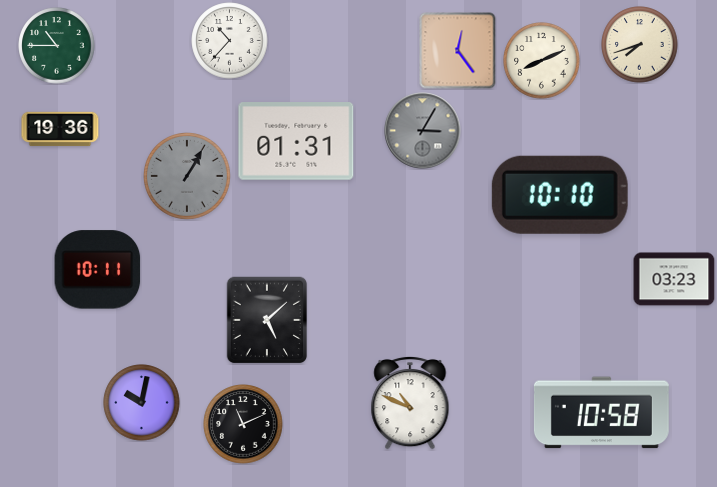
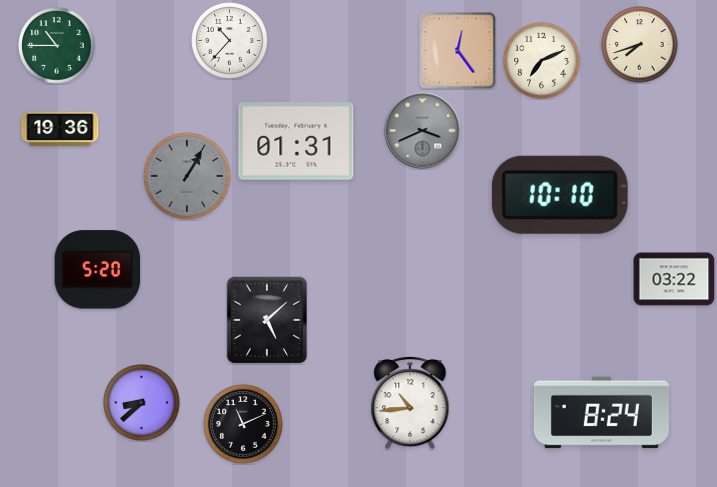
clock at (542, 61): 8:11 -> 7:11
clock at (423, 131): 3:05 -> 3:41
clock at (98, 270): 10:11 -> 5:20
clock at (674, 279): 03:23 -> 03:22
clock at (142, 403): 10:02 -> 8:38
clock at (410, 403): 10:49 -> 10:44
clock at (601, 413): 10:58 -> 8:24
